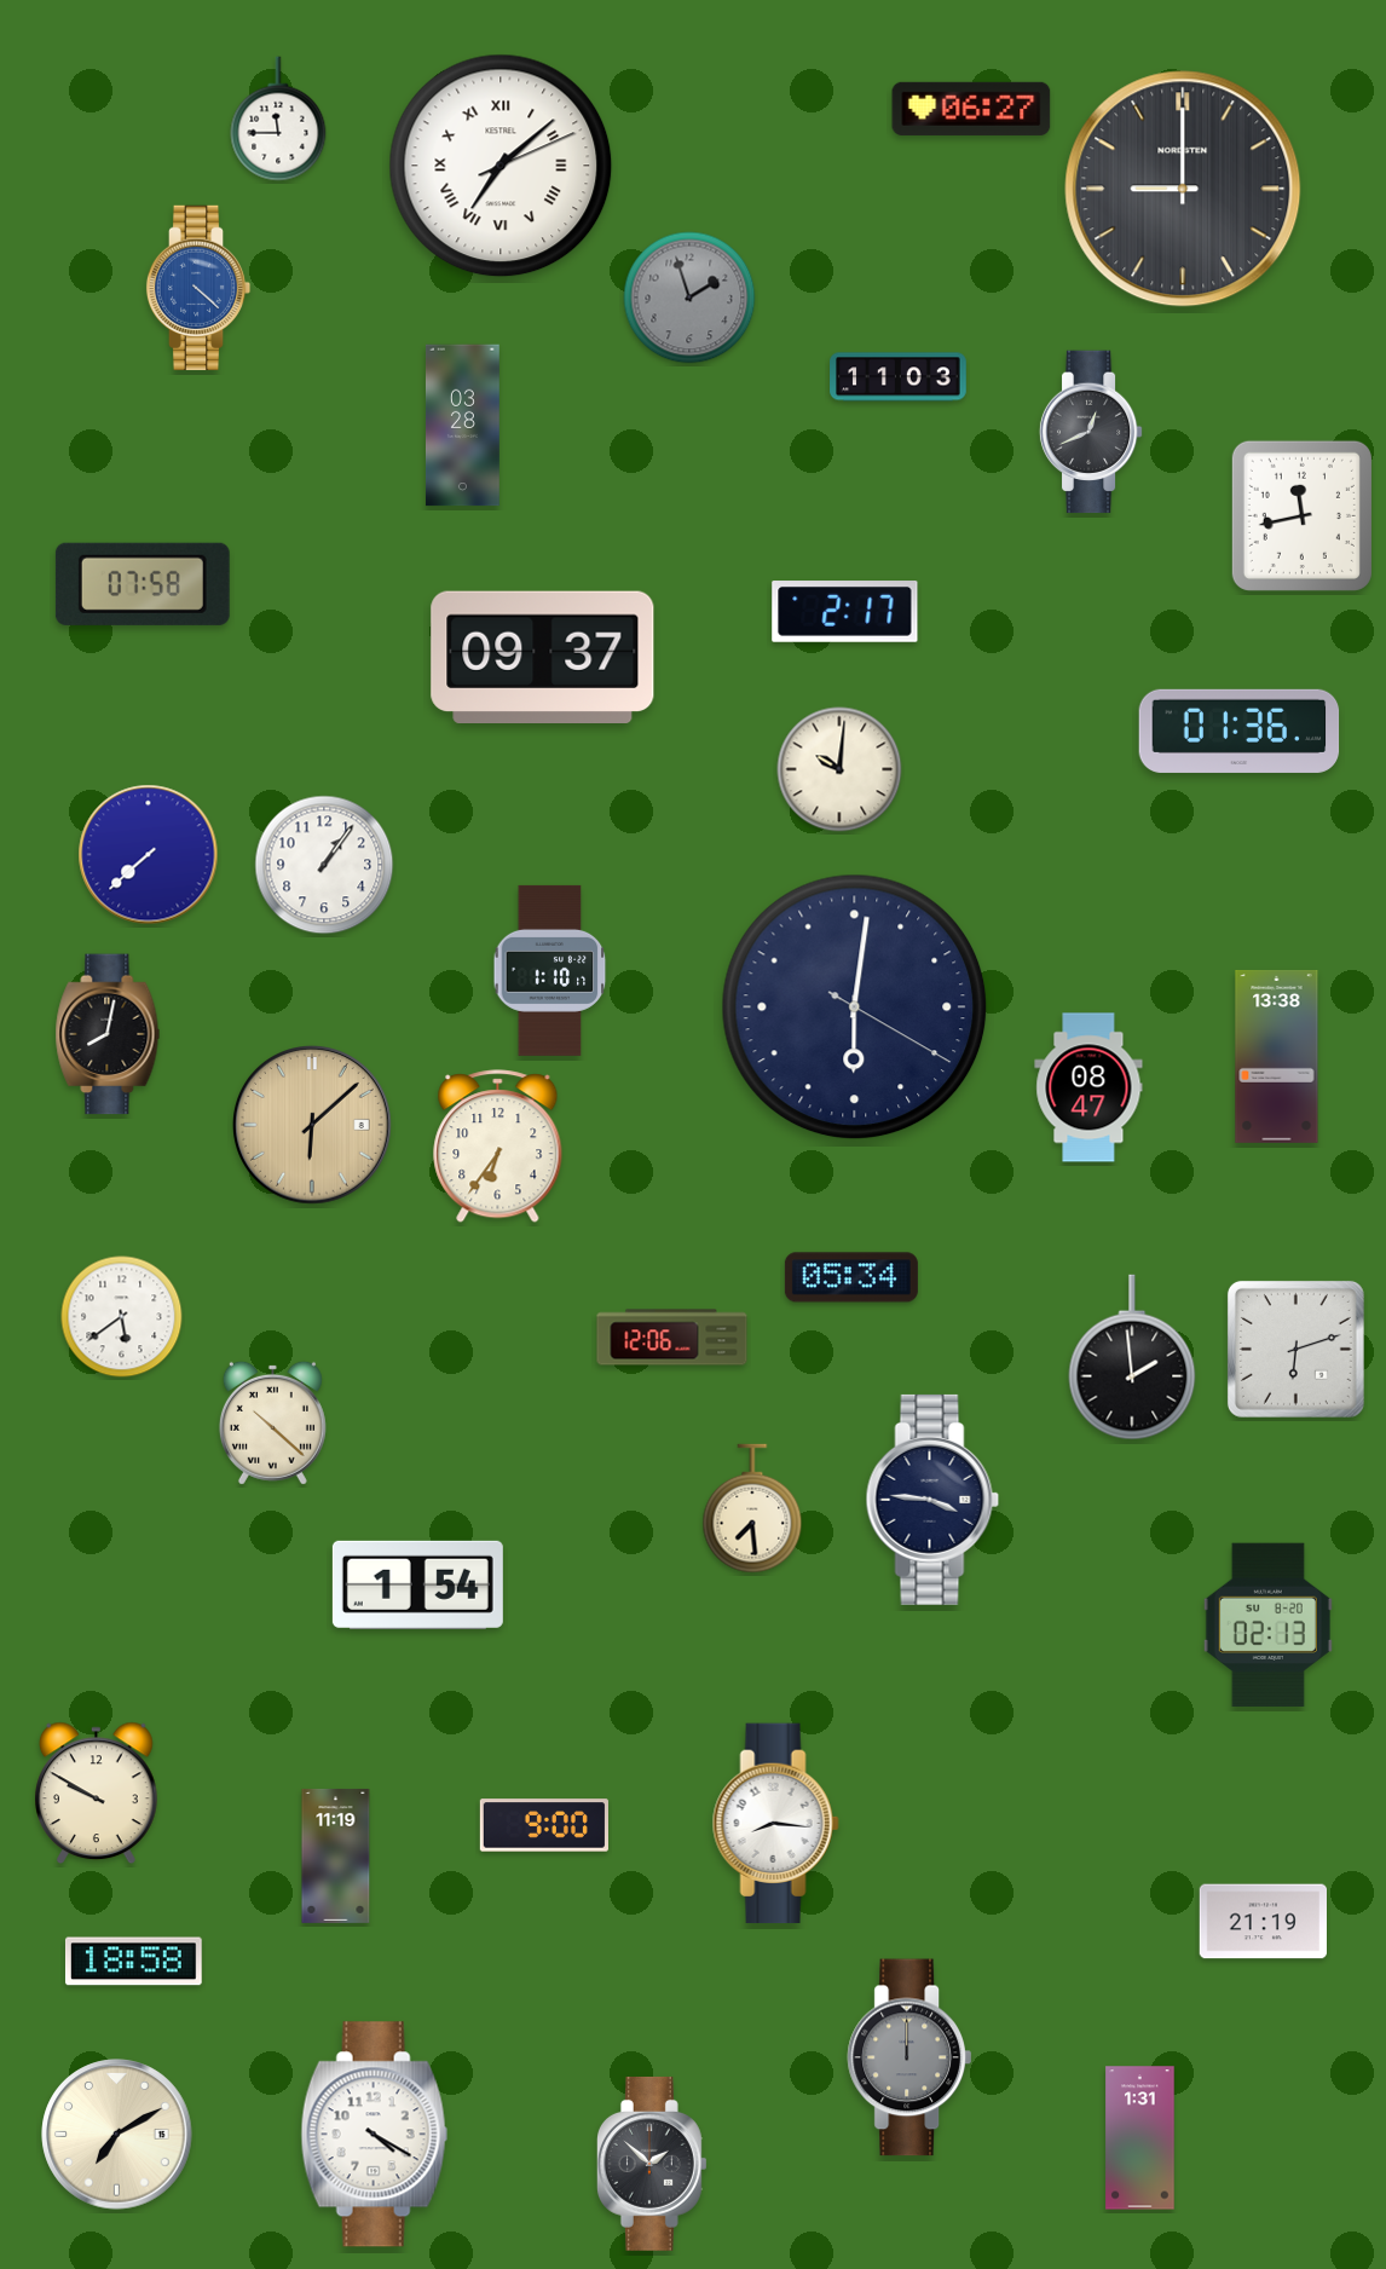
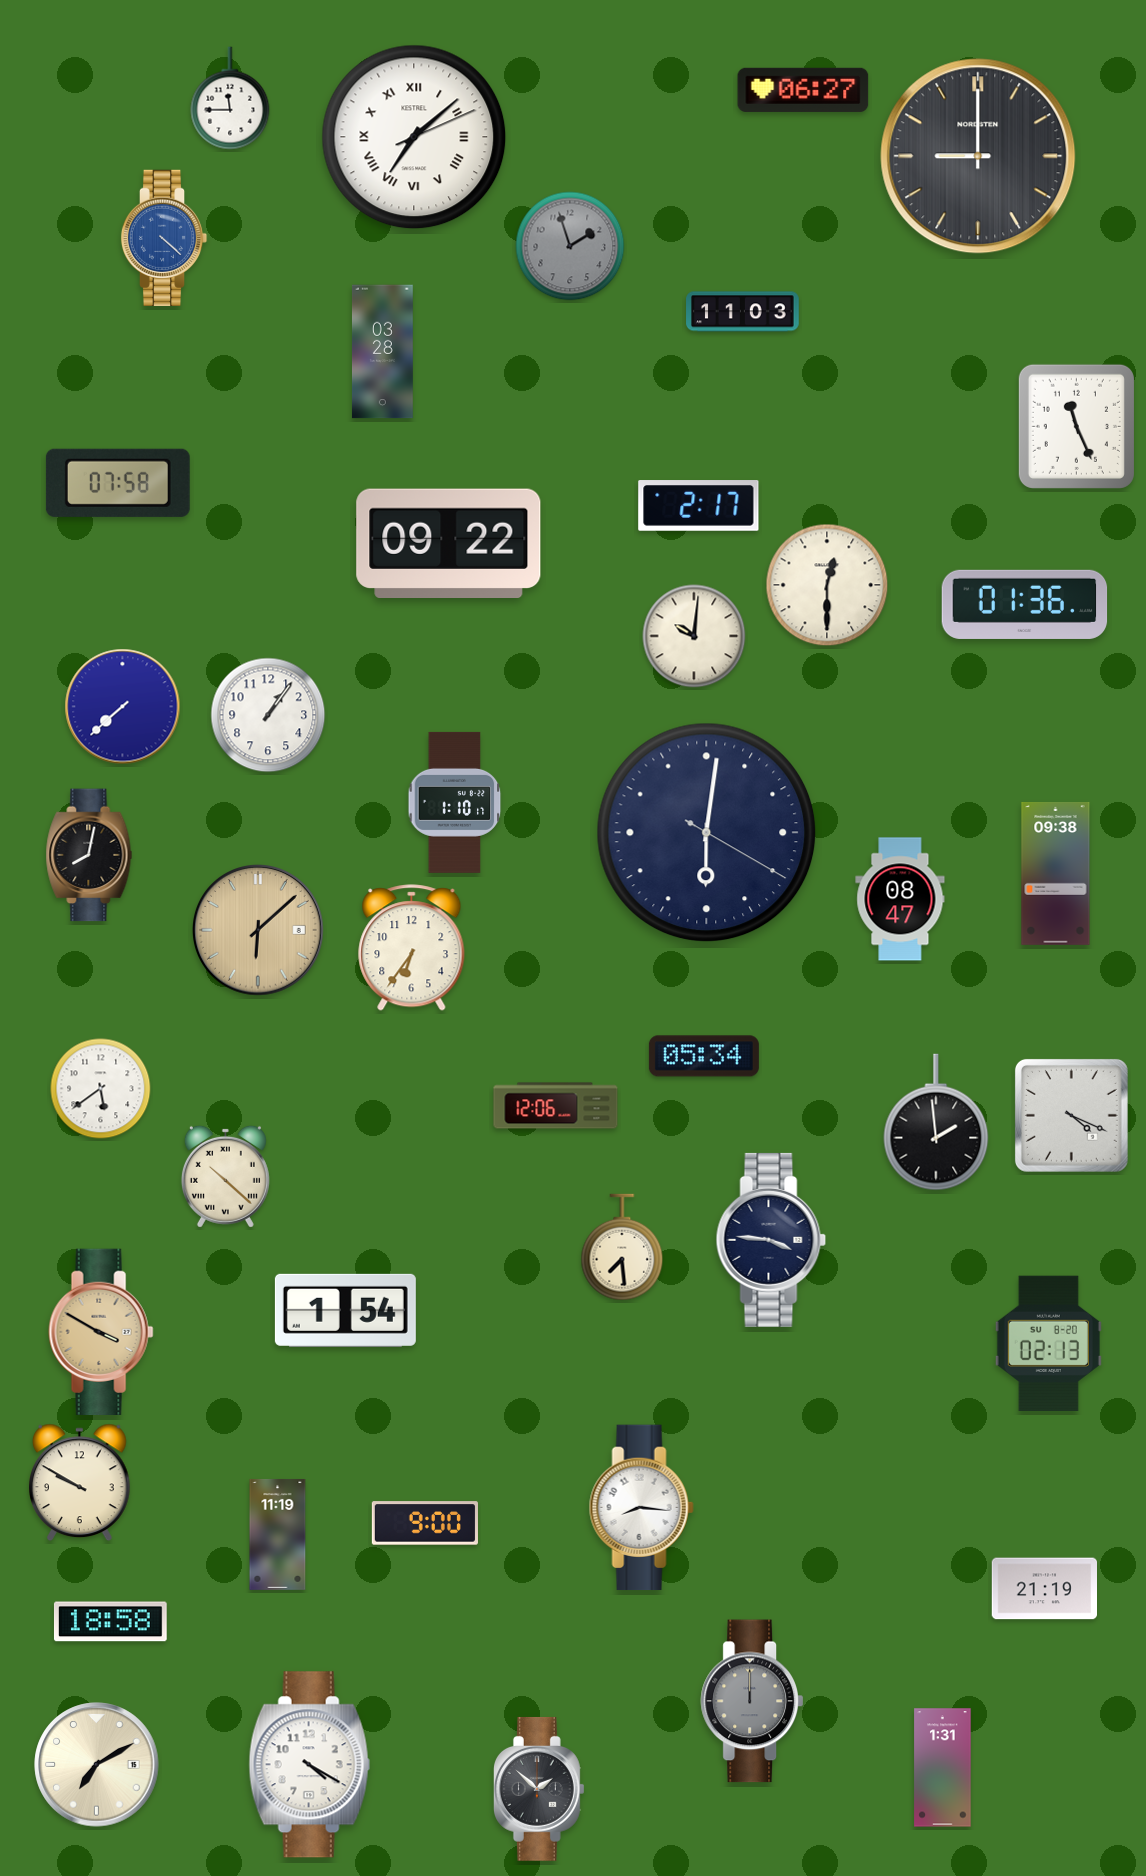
clock at (1091, 432): 12:41 -> none
clock at (1301, 515): 11:43 -> 11:26
clock at (543, 657): 09:37 -> 09:22
clock at (827, 585): none -> 12:30
clock at (1277, 1056): 13:38 -> 09:38
clock at (1295, 1349): 6:12 -> 4:19
clock at (101, 1331): none -> 3:50
clock at (544, 1825) position: (544, 1825) -> (425, 1523)
